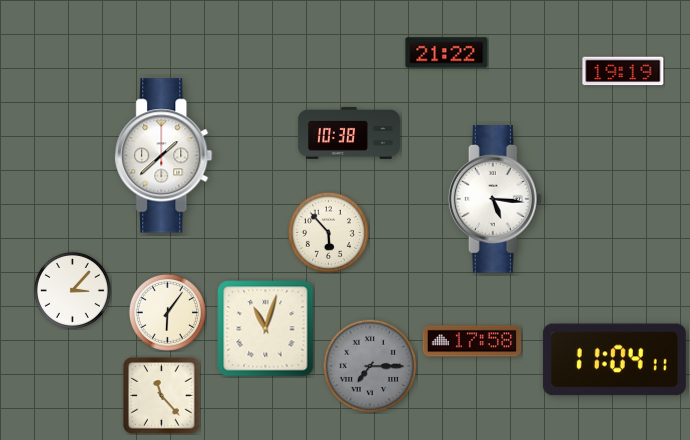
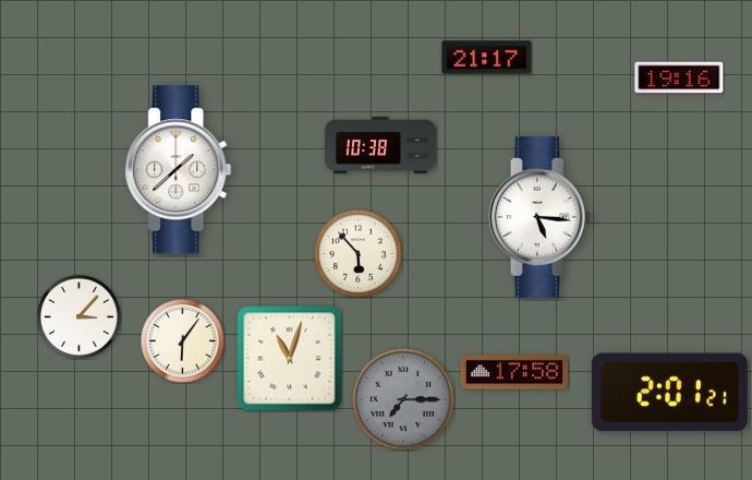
clock at (447, 53): 21:22 -> 21:17
clock at (623, 71): 19:19 -> 19:16
clock at (614, 360): 11:04 -> 2:01
clock at (162, 396): 11:23 -> none
